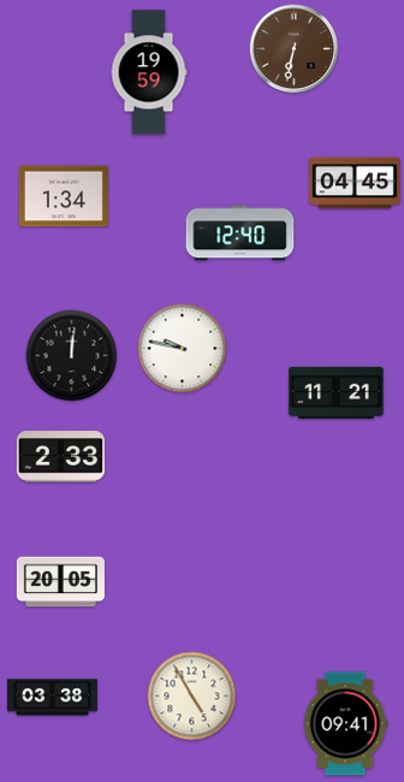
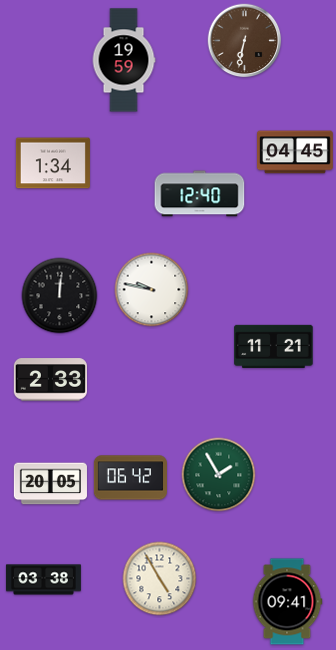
clock at (337, 392) position: (337, 392) -> (274, 346)
clock at (219, 475): none -> 1:55
clock at (130, 478): none -> 06:42
